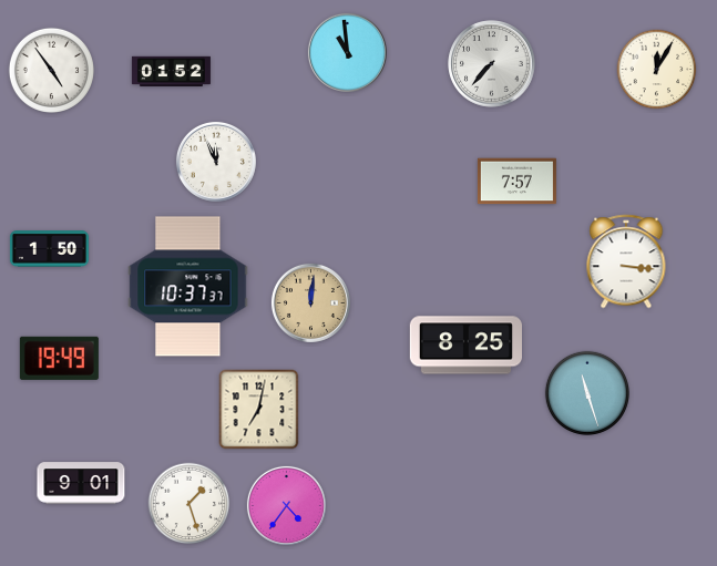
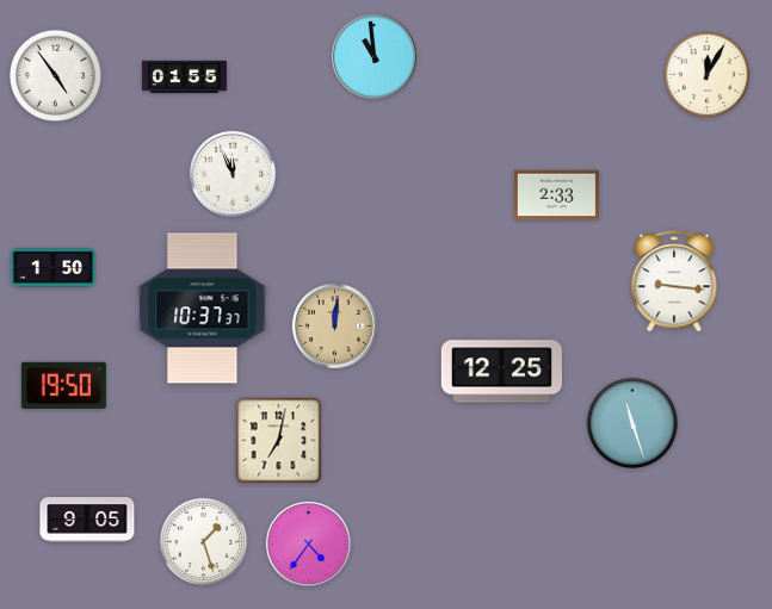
clock at (492, 64): 7:37 -> none
clock at (171, 72): 01:52 -> 01:55
clock at (516, 182): 7:57 -> 2:33
clock at (626, 261): 3:16 -> 9:16
clock at (465, 346): 8:25 -> 12:25
clock at (59, 358): 19:49 -> 19:50
clock at (81, 483): 9:01 -> 9:05
